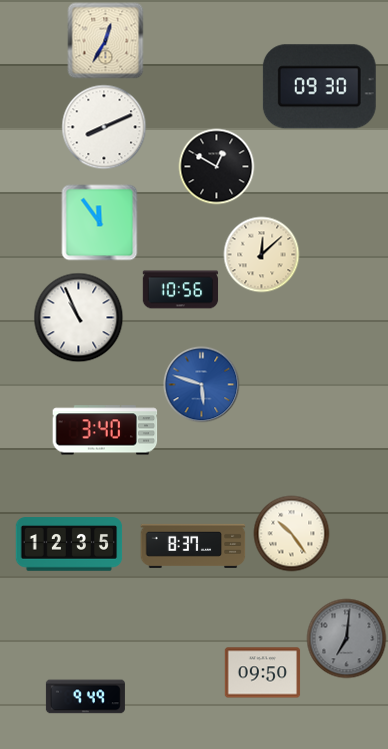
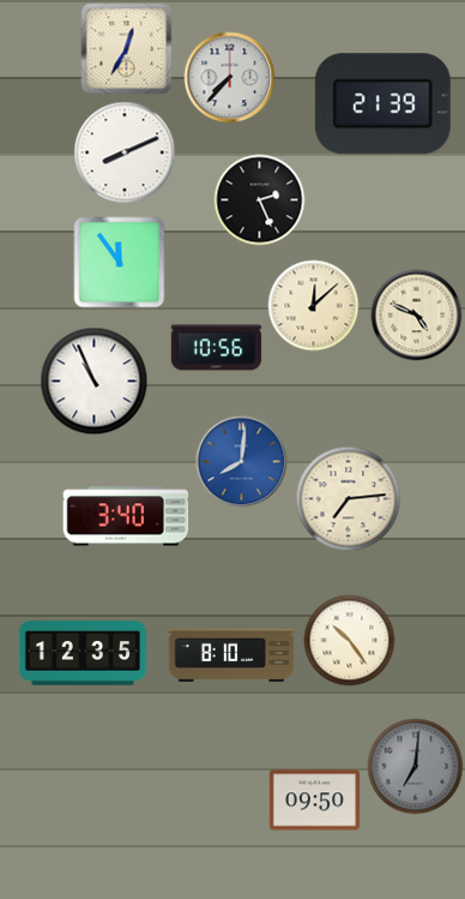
clock at (230, 78): none -> 7:37
clock at (319, 87): 09:30 -> 21:39
clock at (217, 167): 12:50 -> 2:26
clock at (100, 223) position: (100, 223) -> (120, 263)
clock at (417, 316): none -> 4:49
clock at (202, 385): 5:48 -> 8:01
clock at (349, 499): none -> 7:14
clock at (193, 546): 8:37 -> 8:10
clock at (263, 673) position: (263, 673) -> (315, 801)
clock at (85, 697): 9:49 -> none
